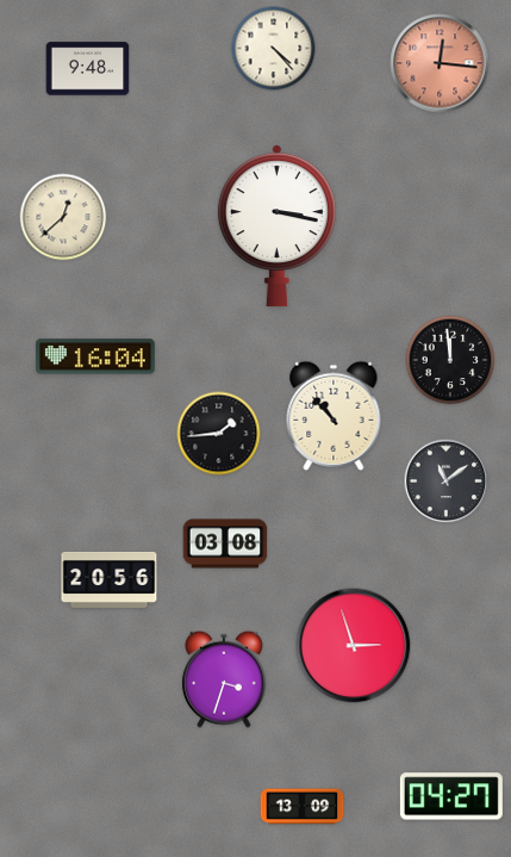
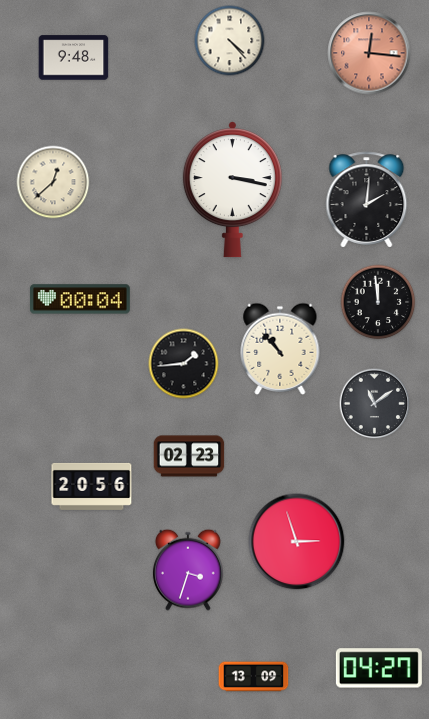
clock at (367, 200): none -> 2:01
clock at (95, 356): 16:04 -> 00:04
clock at (225, 544): 03:08 -> 02:23
